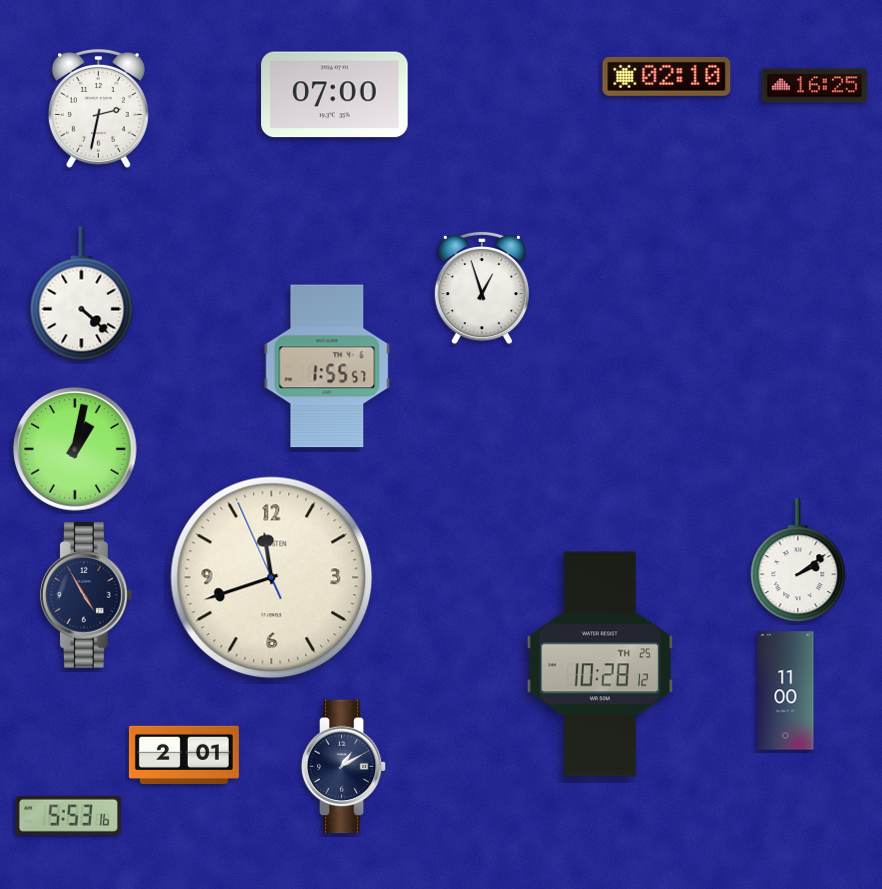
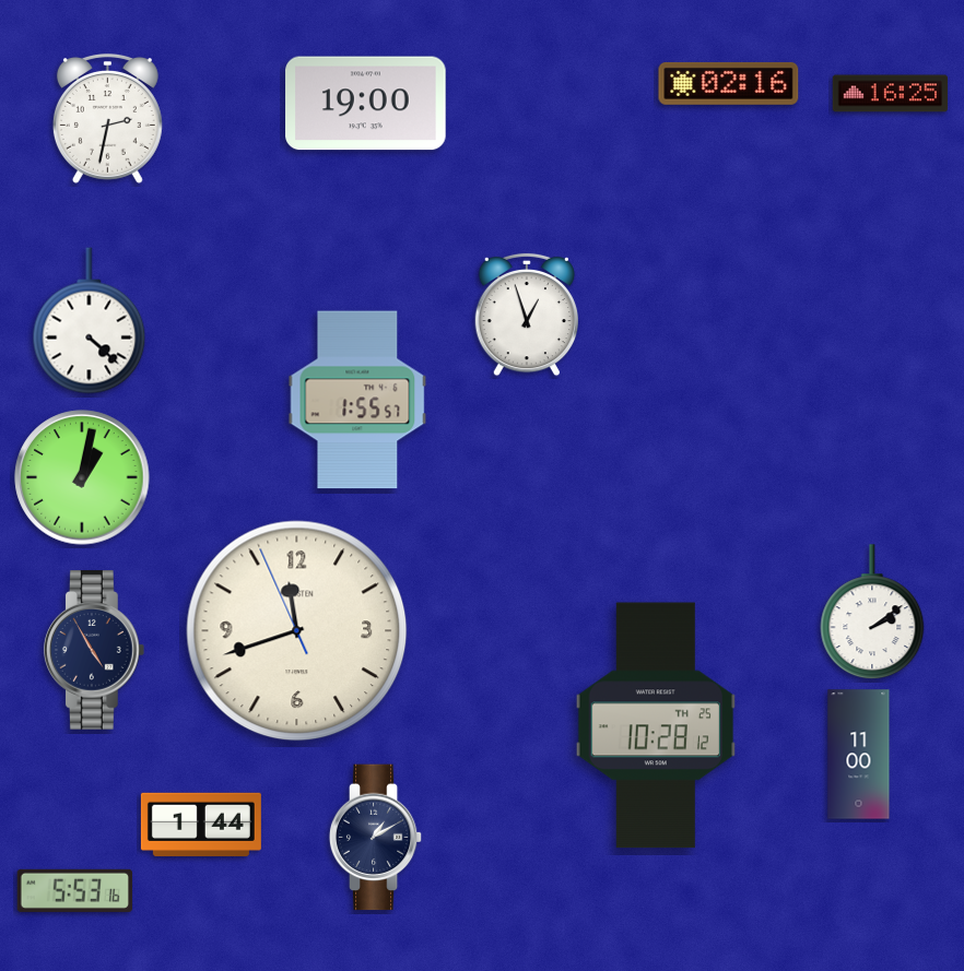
clock at (667, 76): 02:10 -> 02:16
clock at (335, 95): 07:00 -> 19:00
clock at (75, 449) position: (75, 449) -> (82, 477)
clock at (184, 755): 2:01 -> 1:44
